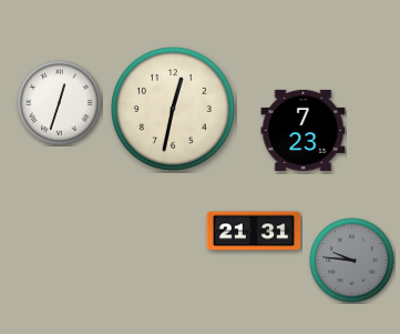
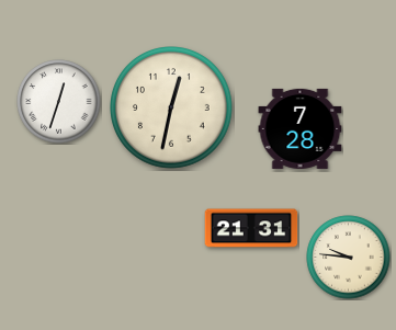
clock at (304, 130): 7:23 -> 7:28
clock at (352, 261) dial: grey -> cream
